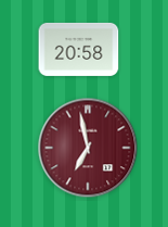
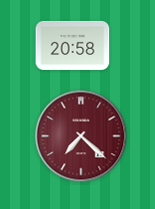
clock at (88, 148): 6:58 -> 7:22
